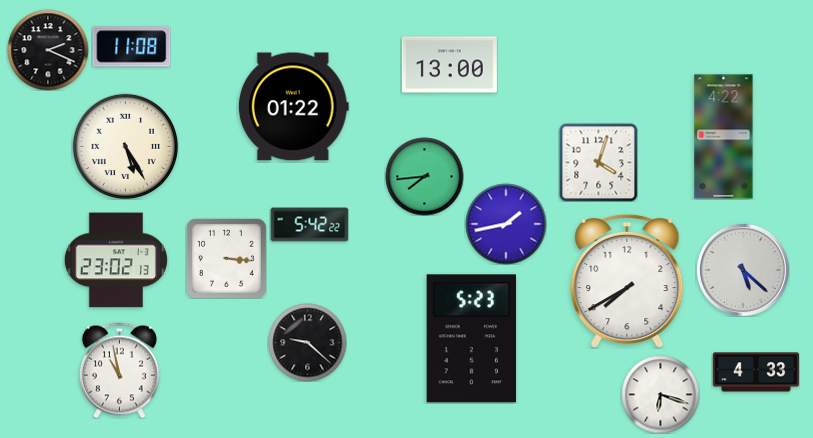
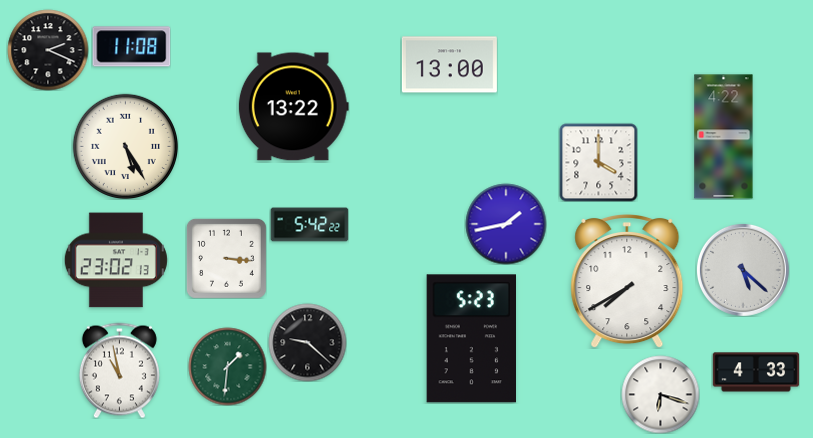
clock at (293, 107): 01:22 -> 13:22
clock at (598, 162): 4:03 -> 4:00
clock at (424, 176): 7:44 -> none
clock at (227, 366): none -> 1:31
